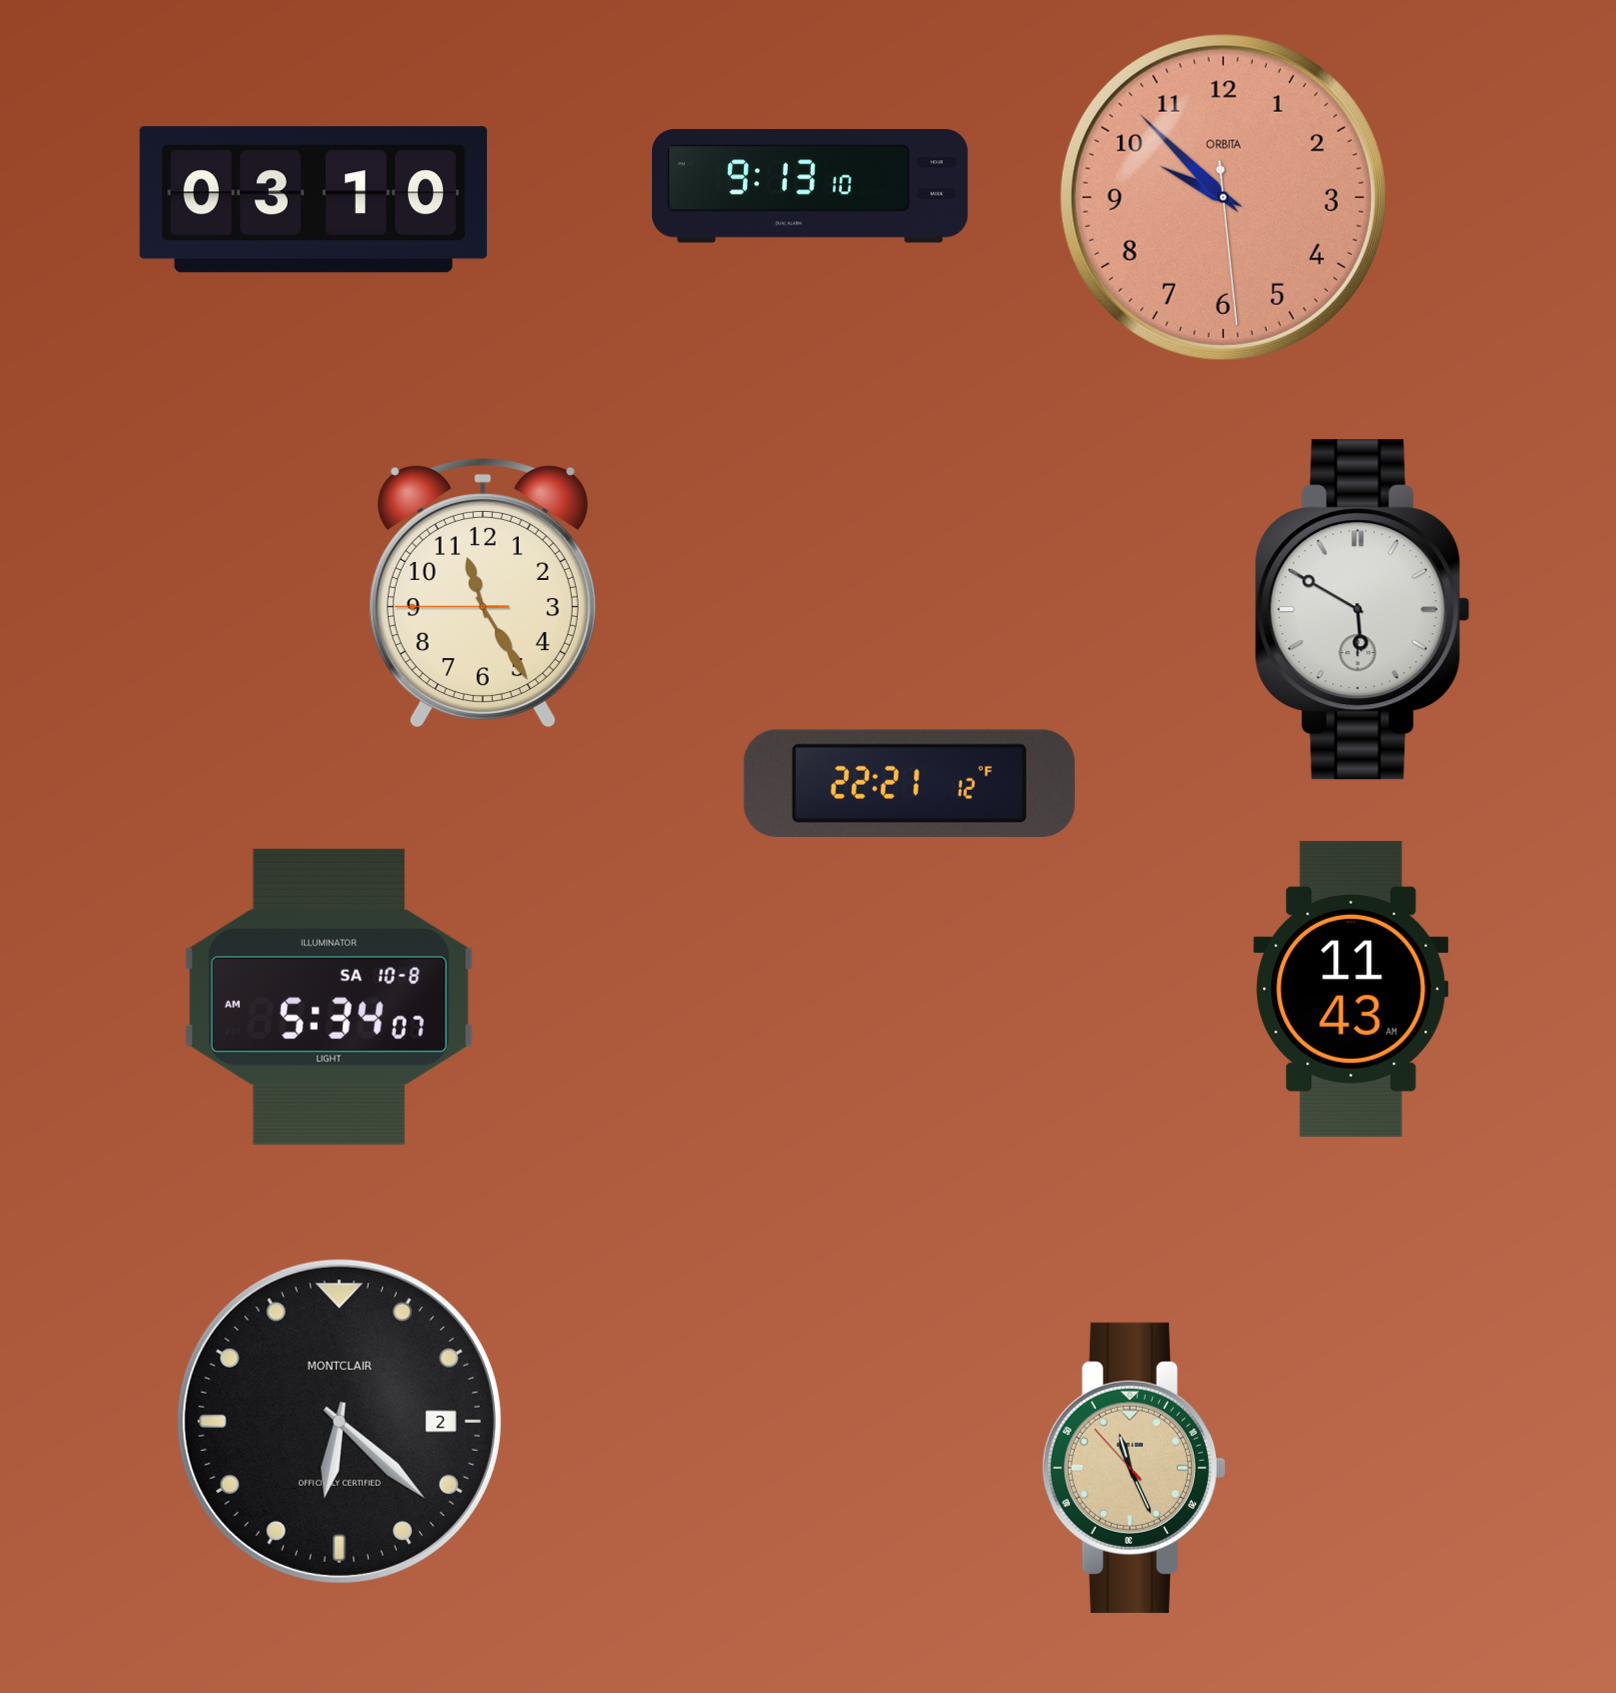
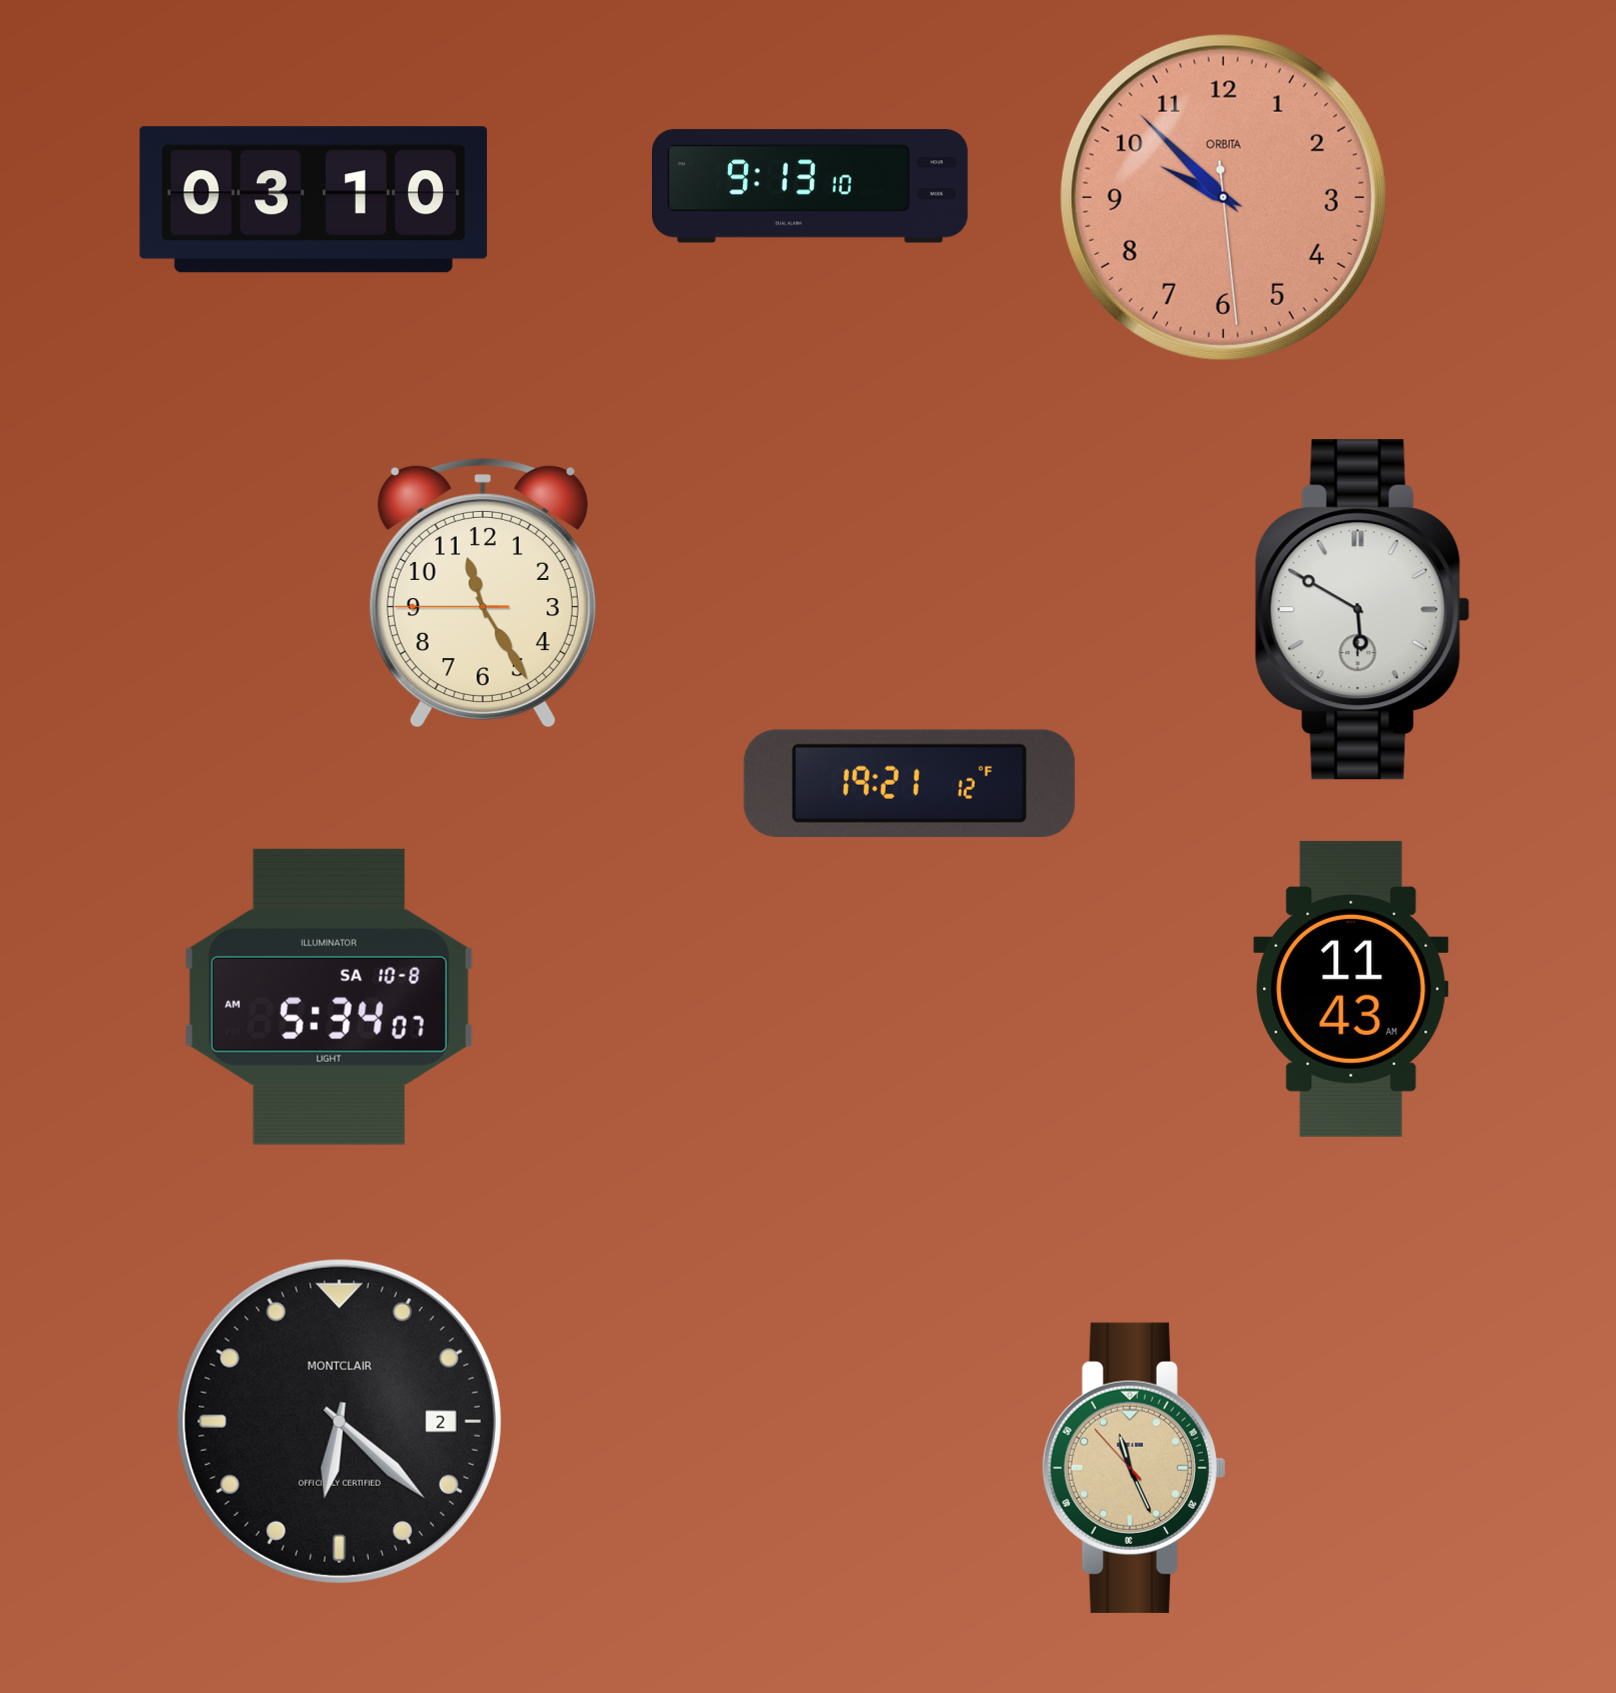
clock at (909, 783): 22:21 -> 19:21
